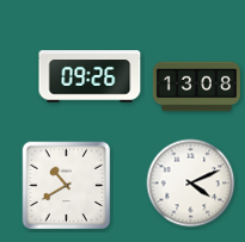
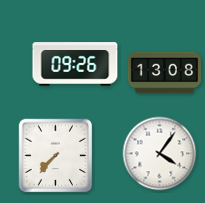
clock at (191, 184): 4:11 -> 4:06
clock at (67, 186): 10:40 -> 7:37
